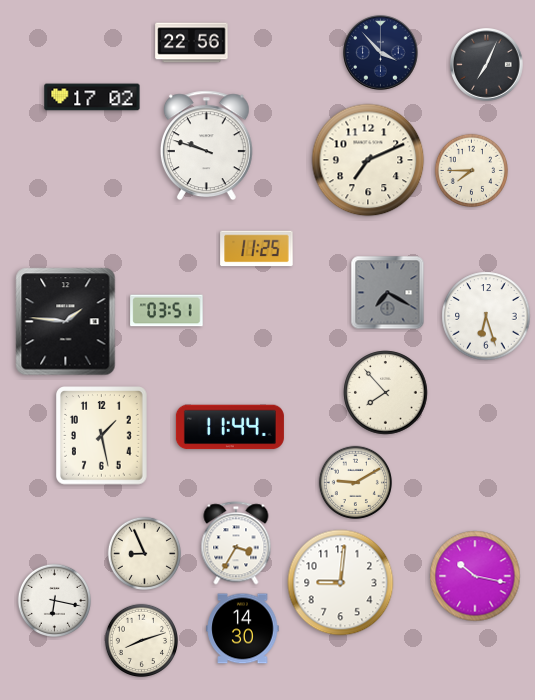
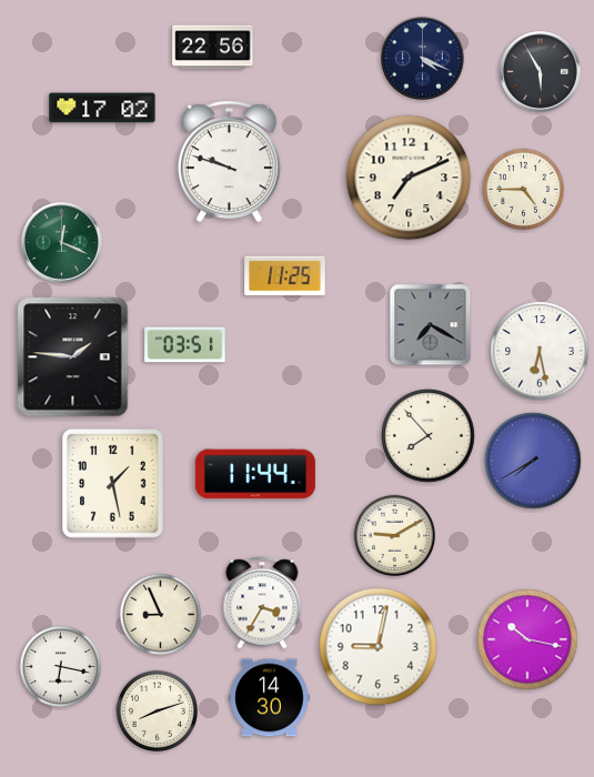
clock at (381, 53): 3:53 -> 4:19
clock at (487, 65): 7:04 -> 5:55
clock at (471, 170): 7:45 -> 4:45
clock at (62, 243): none -> 12:19
clock at (486, 316): 6:27 -> 6:28
clock at (533, 461): none -> 7:40
clock at (341, 583): 9:01 -> 9:02
